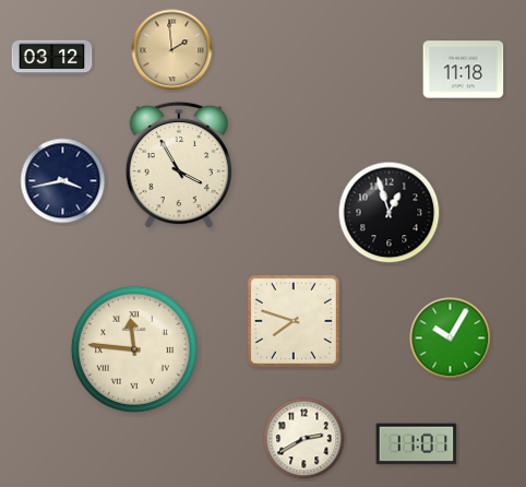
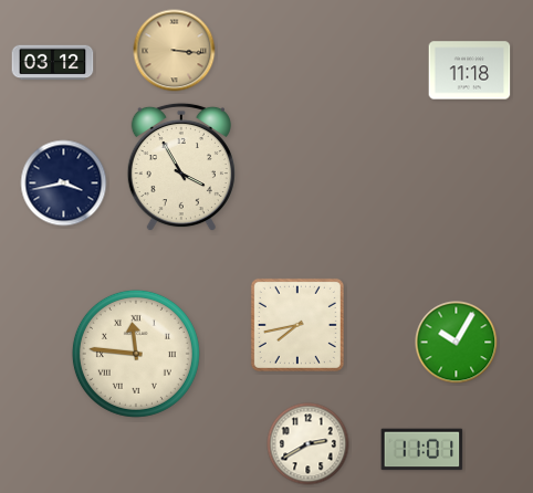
clock at (172, 50): 1:59 -> 3:16
clock at (52, 58) position: (52, 58) -> (53, 63)
clock at (390, 213): 12:57 -> none
clock at (294, 321): 7:48 -> 7:43
